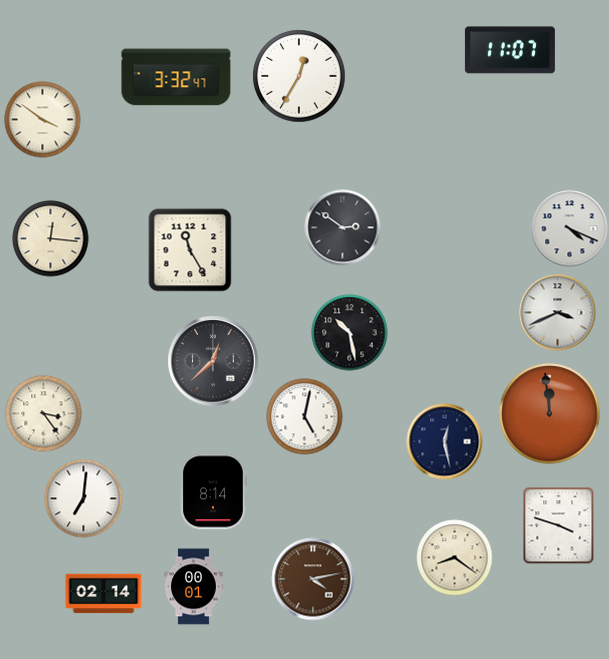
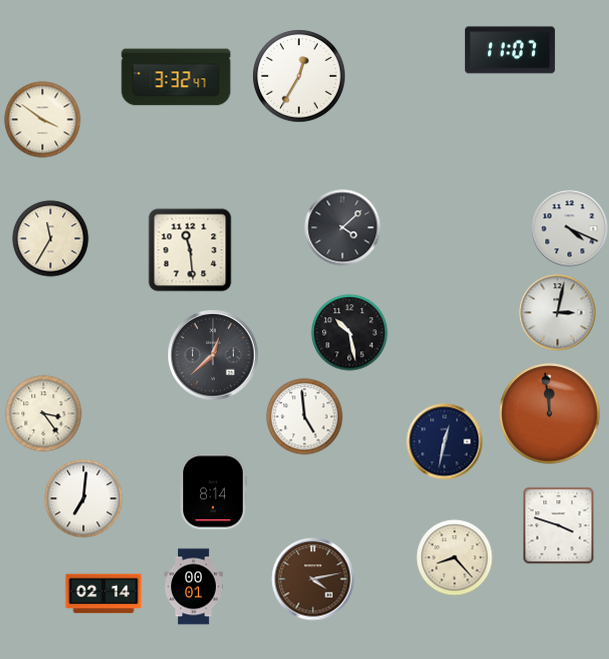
clock at (343, 228): 2:51 -> 4:08
clock at (51, 239): 12:16 -> 11:35
clock at (190, 250): 11:25 -> 11:29
clock at (558, 313): 3:41 -> 3:02
clock at (213, 361) position: (213, 361) -> (213, 355)
clock at (305, 417): 5:02 -> 4:59
clock at (445, 442): 12:28 -> 12:32
clock at (455, 558): 8:21 -> 8:23
